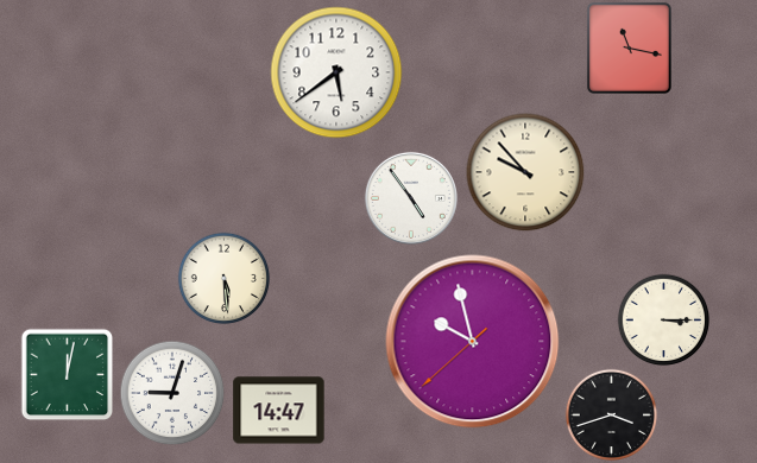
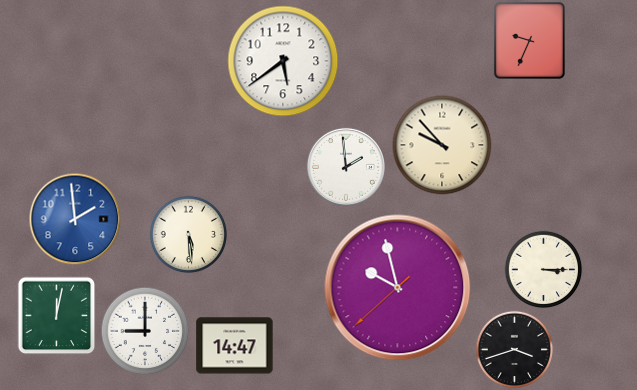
clock at (629, 47): 11:17 -> 9:34
clock at (411, 198): 4:54 -> 1:59
clock at (75, 219): none -> 1:59
clock at (663, 319) position: (663, 319) -> (543, 269)
clock at (172, 393): 9:03 -> 9:00
